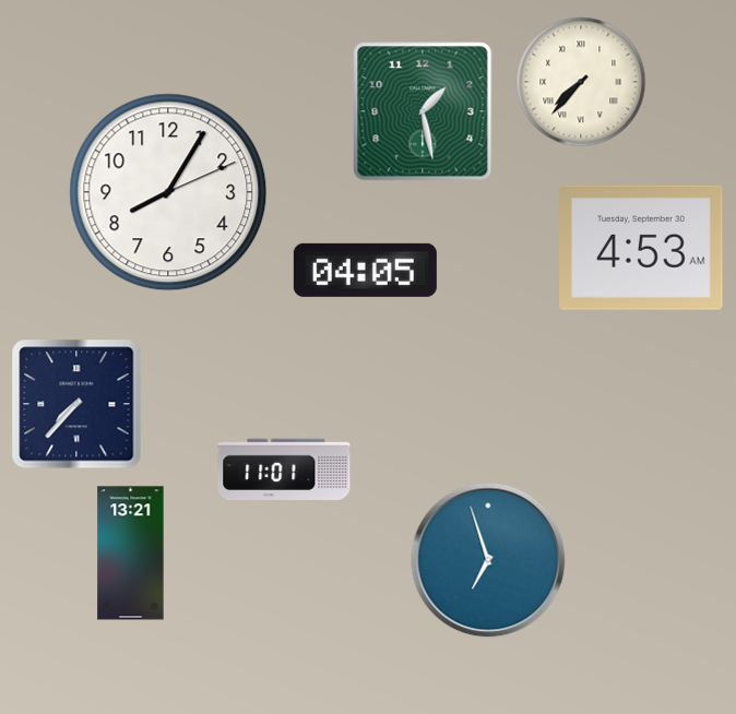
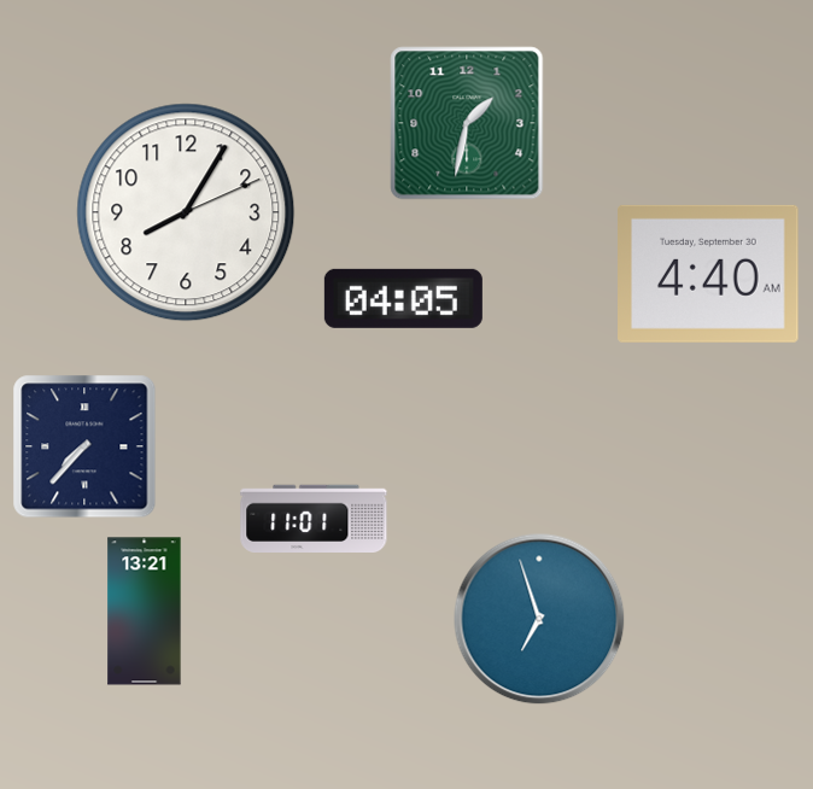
clock at (581, 82): 7:37 -> none
clock at (423, 111): 1:28 -> 1:32
clock at (641, 248): 4:53 -> 4:40
